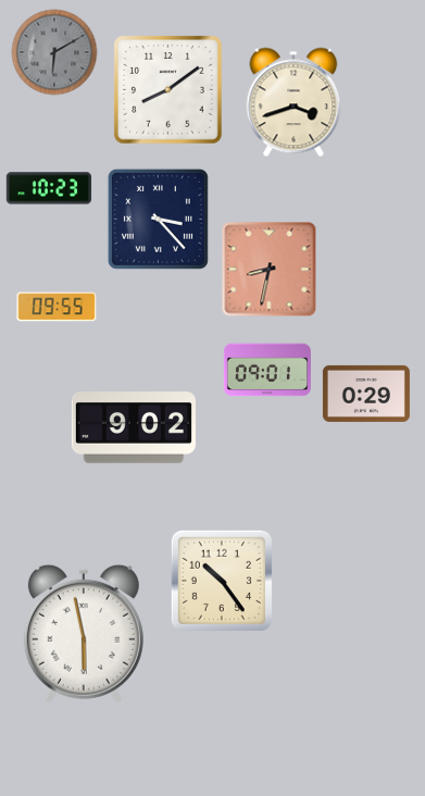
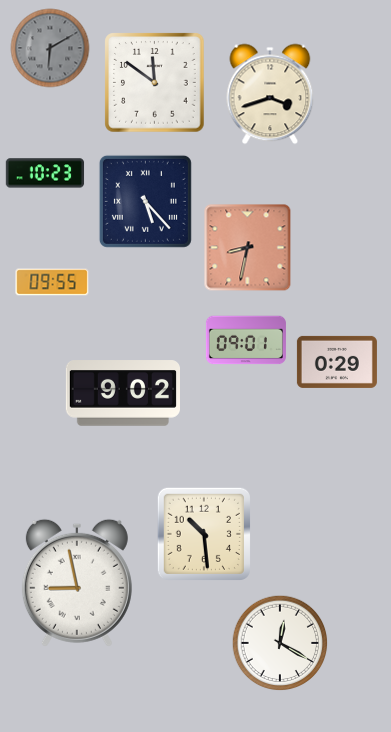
clock at (168, 90): 8:09 -> 11:51
clock at (158, 219): 3:23 -> 5:23
clock at (222, 581): 10:24 -> 10:29
clock at (84, 634): 5:58 -> 8:58
clock at (280, 643): none -> 12:20
